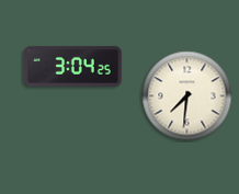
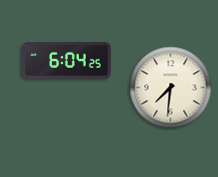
clock at (73, 67): 3:04 -> 6:04
